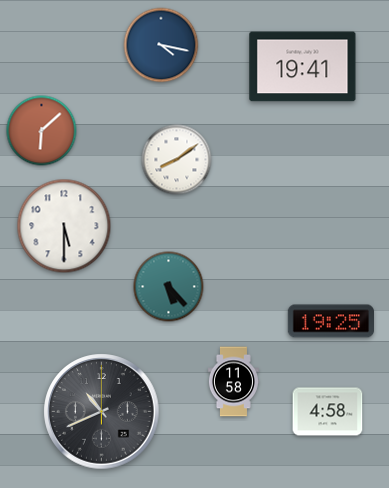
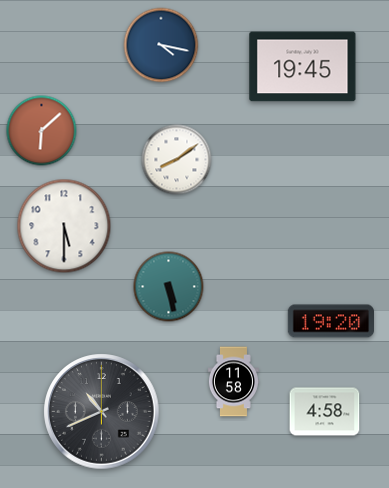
clock at (303, 67): 19:41 -> 19:45
clock at (169, 287): 5:23 -> 5:28
clock at (330, 321): 19:25 -> 19:20
clock at (328, 412) position: (328, 412) -> (325, 412)
